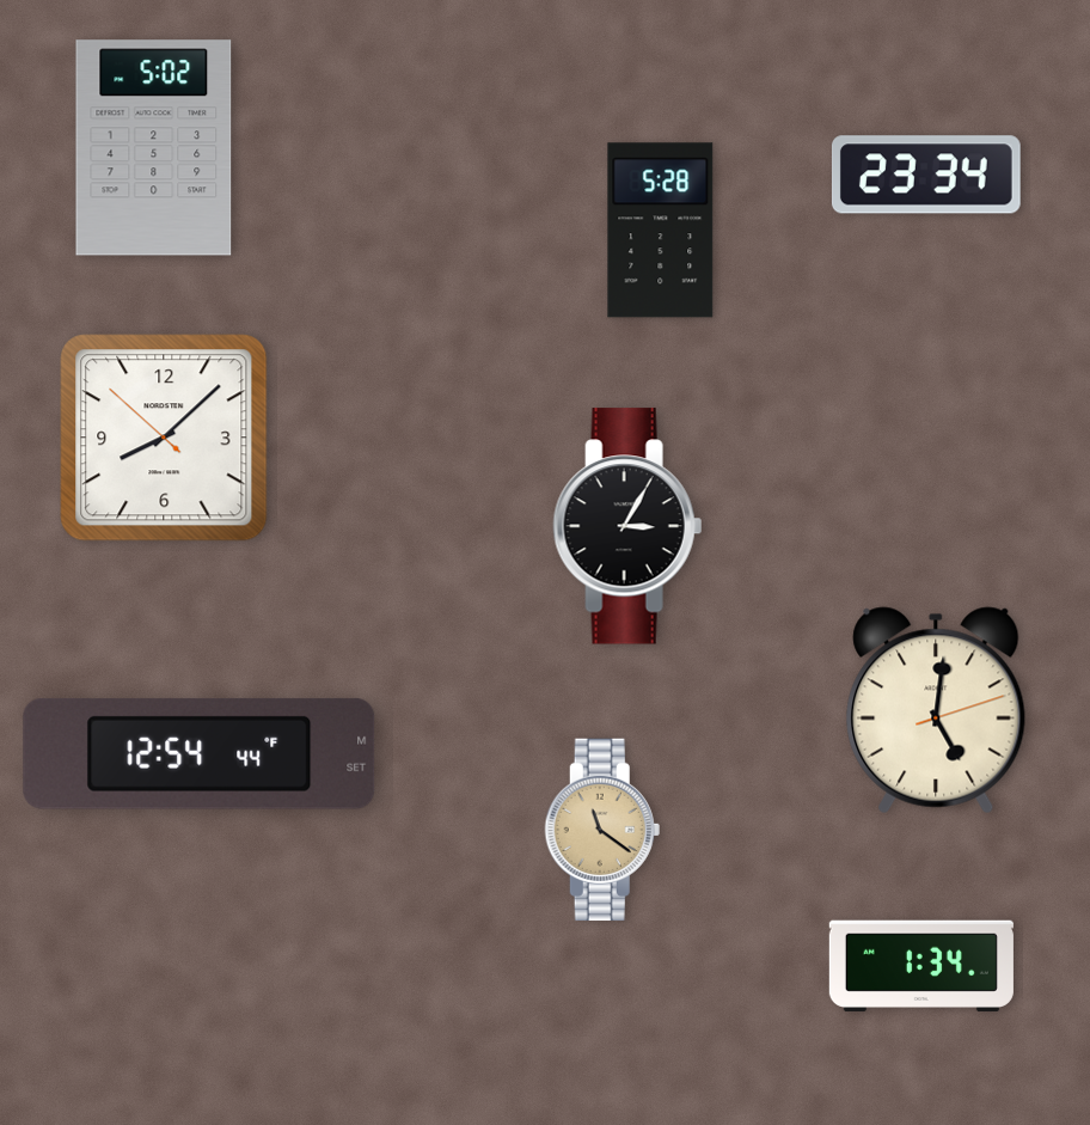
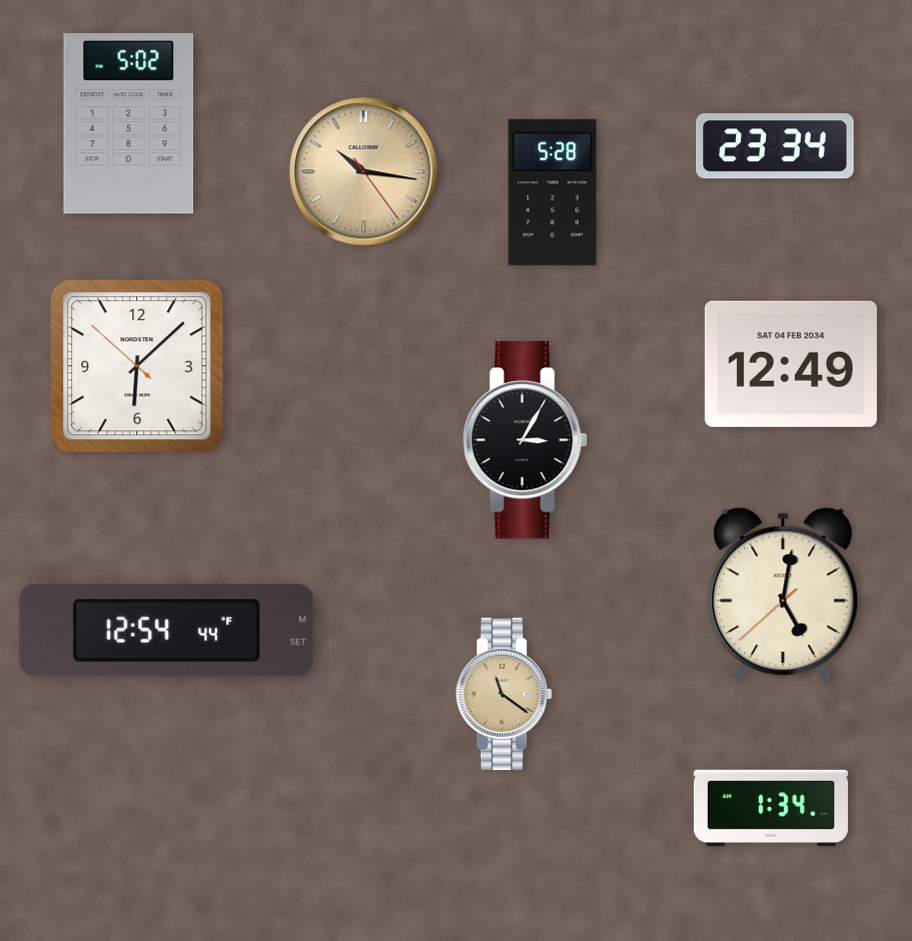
clock at (364, 172): none -> 10:16
clock at (791, 364): none -> 12:49
clock at (164, 438): 8:07 -> 6:07
clock at (936, 710): 5:01:12 -> 5:01:38
